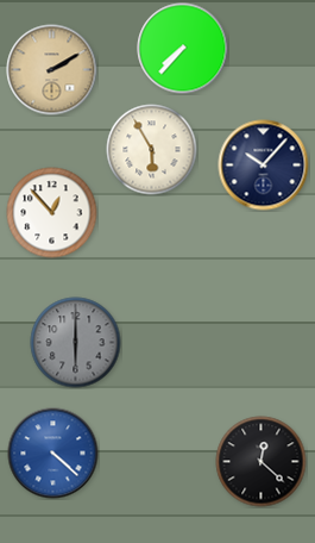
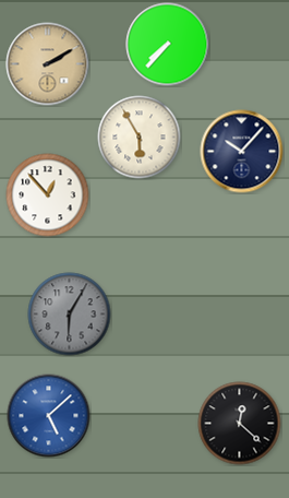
clock at (76, 343): 6:00 -> 6:05
clock at (53, 454): 4:22 -> 5:08
